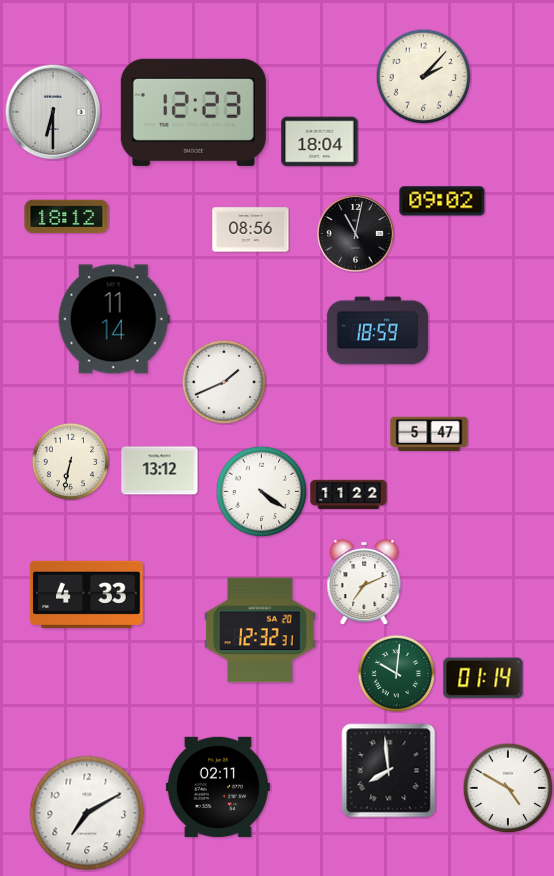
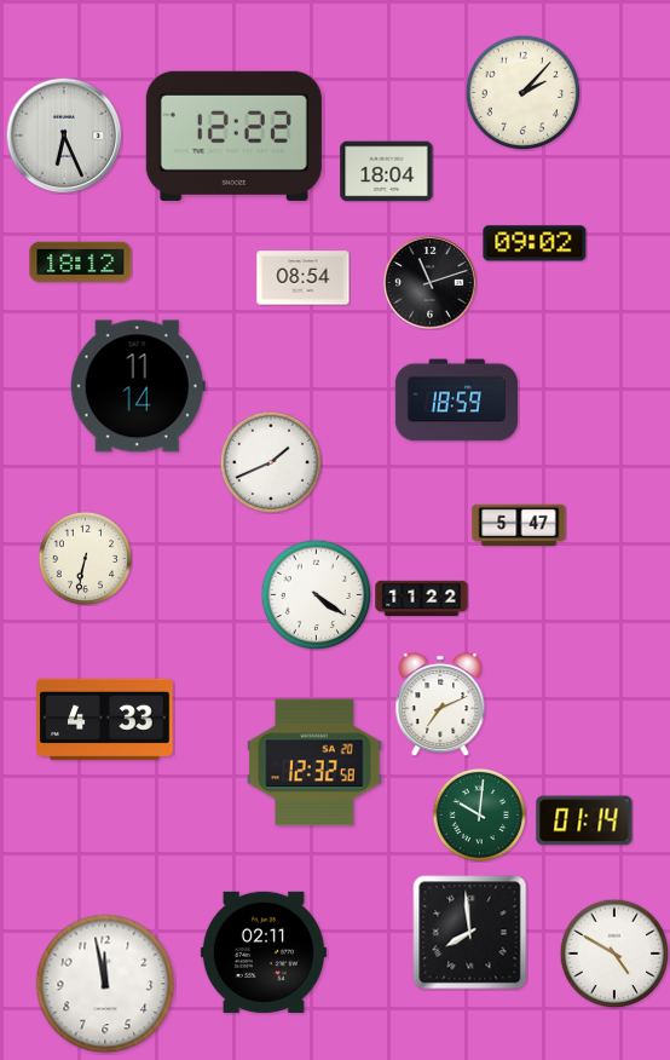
clock at (423, 76) position: (423, 76) -> (522, 92)
clock at (53, 112): 6:30 -> 6:26
clock at (193, 112): 12:23 -> 12:22
clock at (251, 230): 08:56 -> 08:54
clock at (356, 234): 11:02 -> 11:12
clock at (160, 471): 13:12 -> none
clock at (260, 630): 12:32:31 -> 12:32:58
clock at (87, 813): 7:10 -> 11:58
